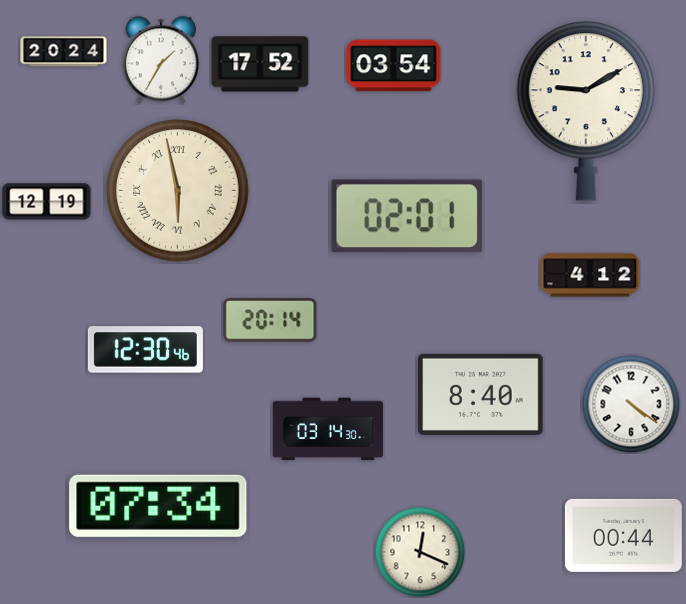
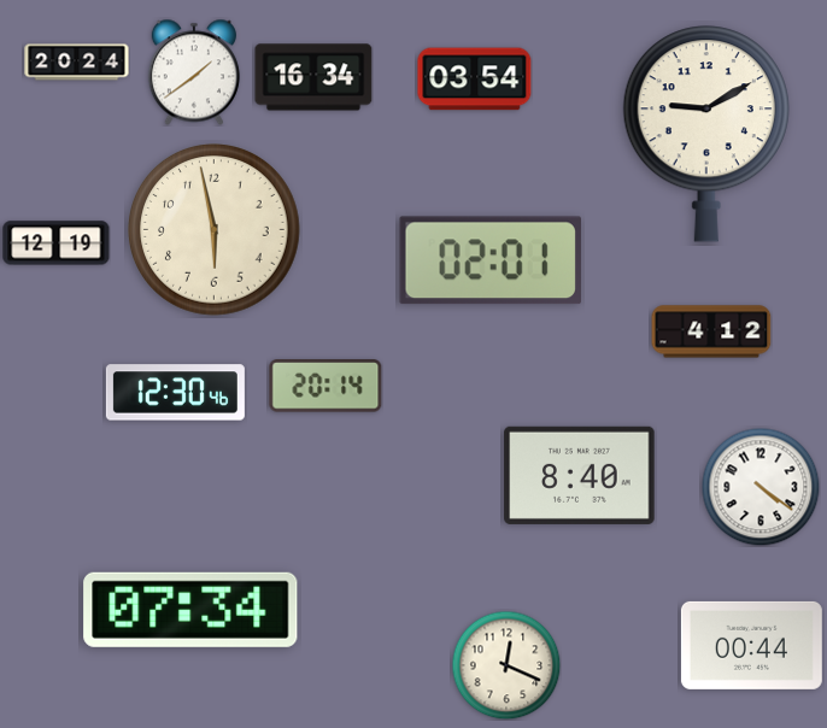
clock at (161, 60): 1:35 -> 1:39
clock at (260, 64): 17:52 -> 16:34
clock at (178, 191) numerals: Roman -> Arabic
clock at (145, 350) position: (145, 350) -> (175, 393)
clock at (327, 429): 03:14 -> none
